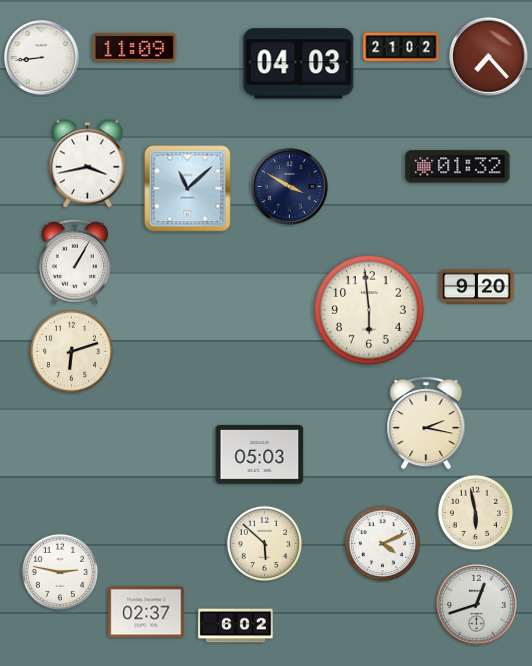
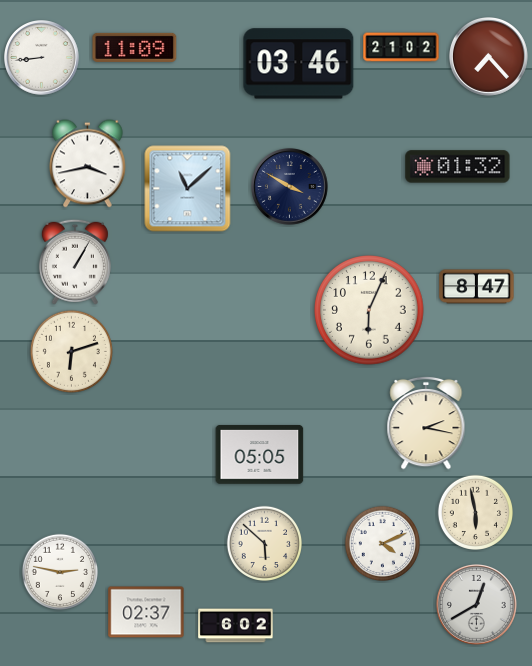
clock at (299, 64): 04:03 -> 03:46
clock at (477, 287): 9:20 -> 8:47
clock at (370, 311): 5:59 -> 6:04
clock at (260, 455): 05:03 -> 05:05
clock at (476, 604): 12:42 -> 12:40
